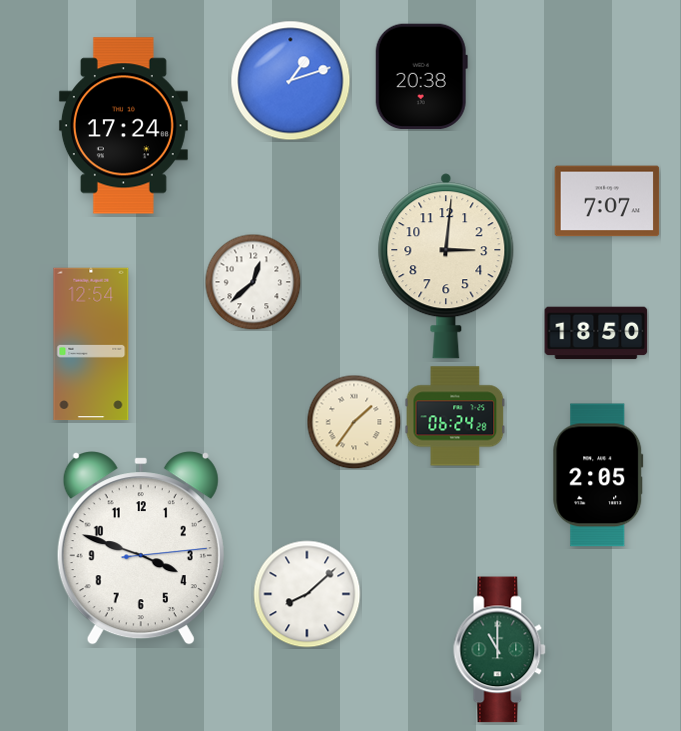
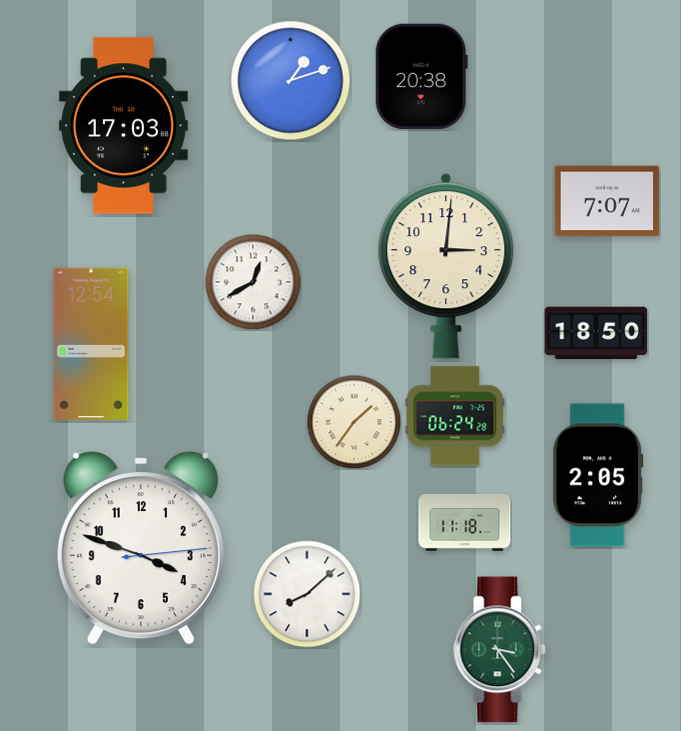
clock at (123, 126): 17:24 -> 17:03
clock at (253, 282): 12:38 -> 12:40
clock at (465, 522): none -> 11:18
clock at (500, 650): 11:00 -> 3:24
